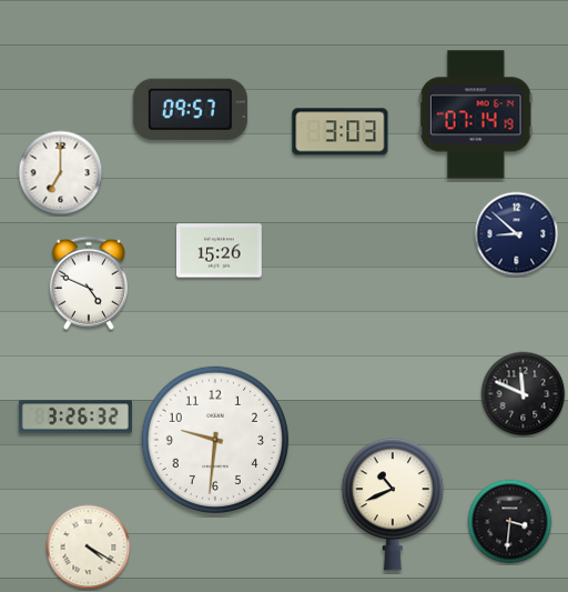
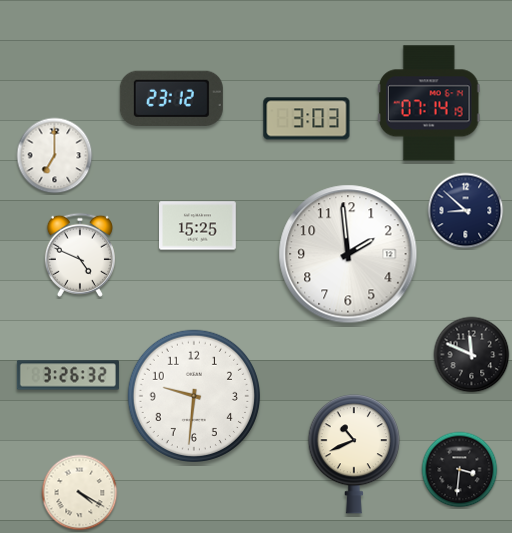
clock at (190, 109): 09:57 -> 23:12
clock at (220, 251): 15:26 -> 15:25
clock at (348, 254): none -> 1:59
